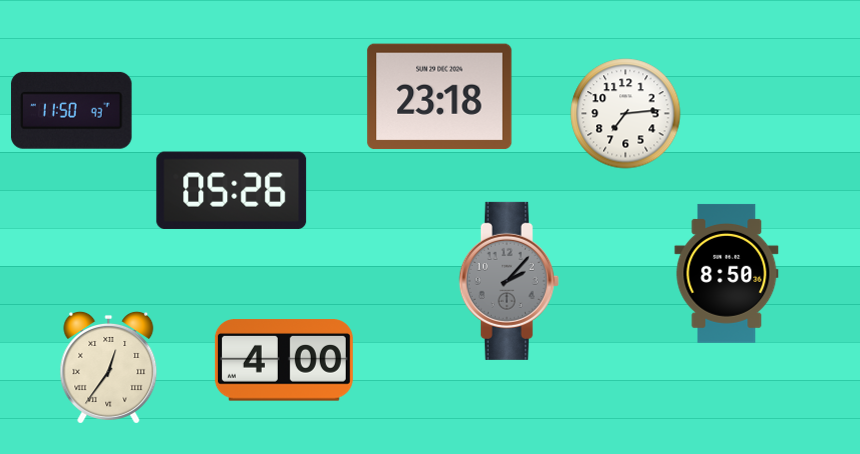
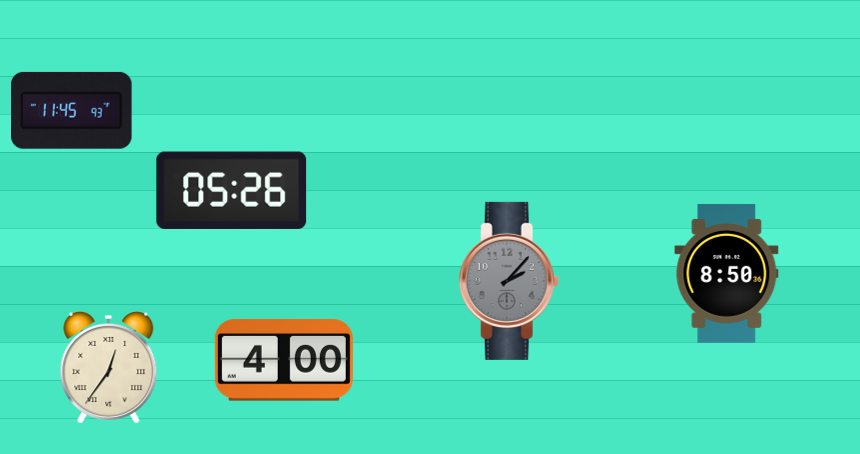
clock at (440, 97): 23:18 -> none
clock at (72, 110): 11:50 -> 11:45
clock at (626, 114): 7:14 -> none
